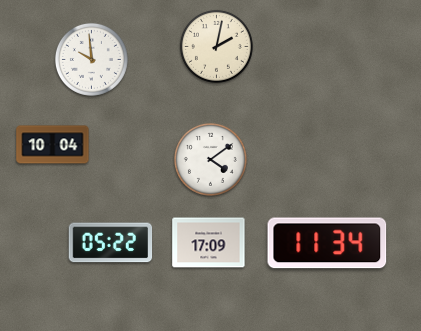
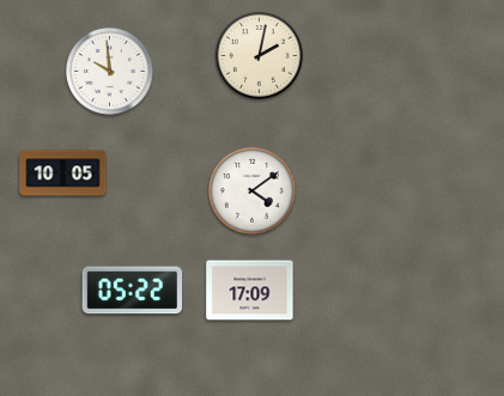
clock at (53, 145): 10:04 -> 10:05
clock at (327, 243): 11:34 -> none
